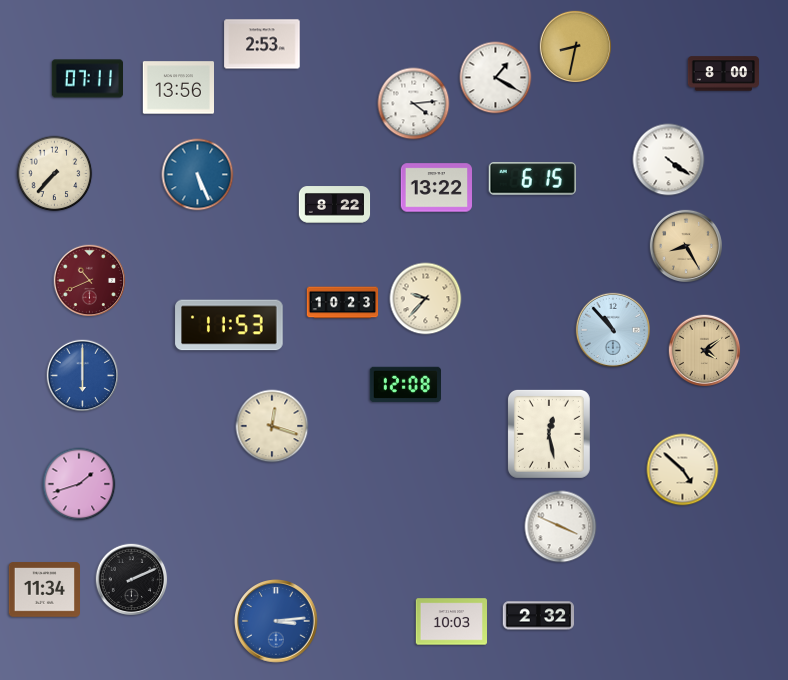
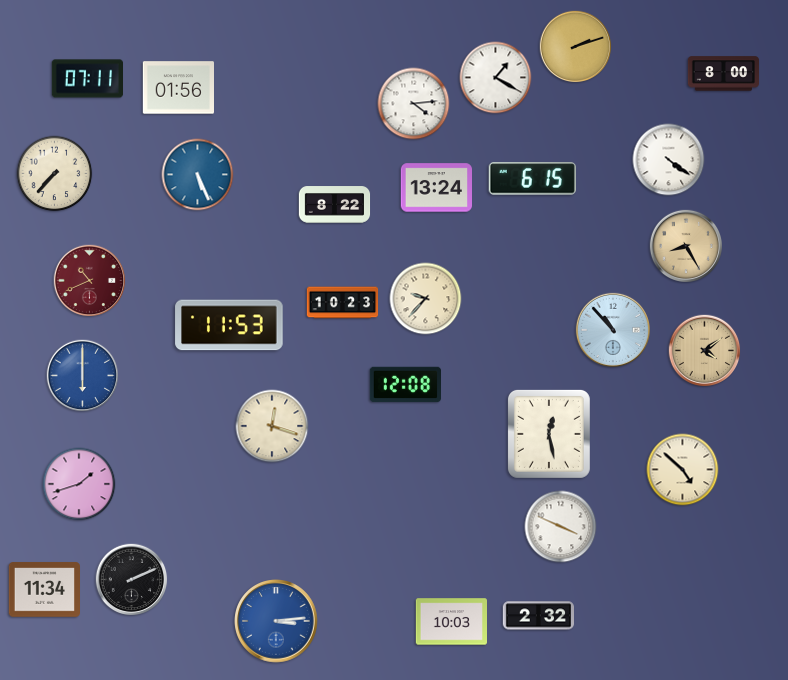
clock at (262, 44): 2:53 -> none
clock at (576, 47): 8:32 -> 2:12
clock at (178, 88): 13:56 -> 01:56
clock at (436, 188): 13:22 -> 13:24
